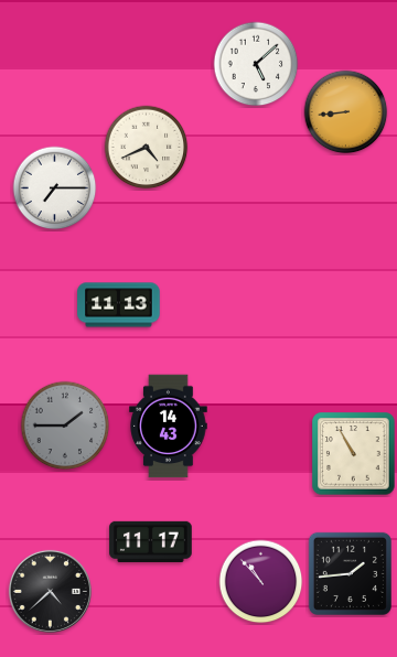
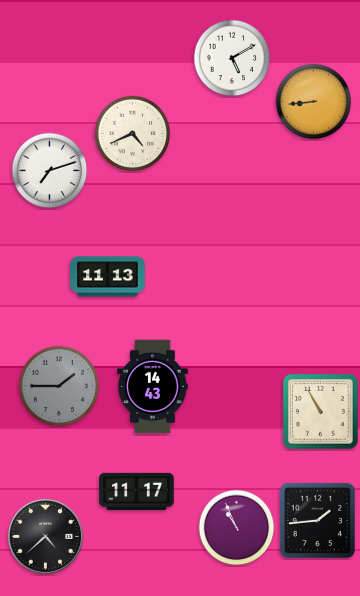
clock at (256, 64): 5:08 -> 5:10
clock at (55, 189): 7:15 -> 7:12
clock at (261, 582): 10:53 -> 10:56
